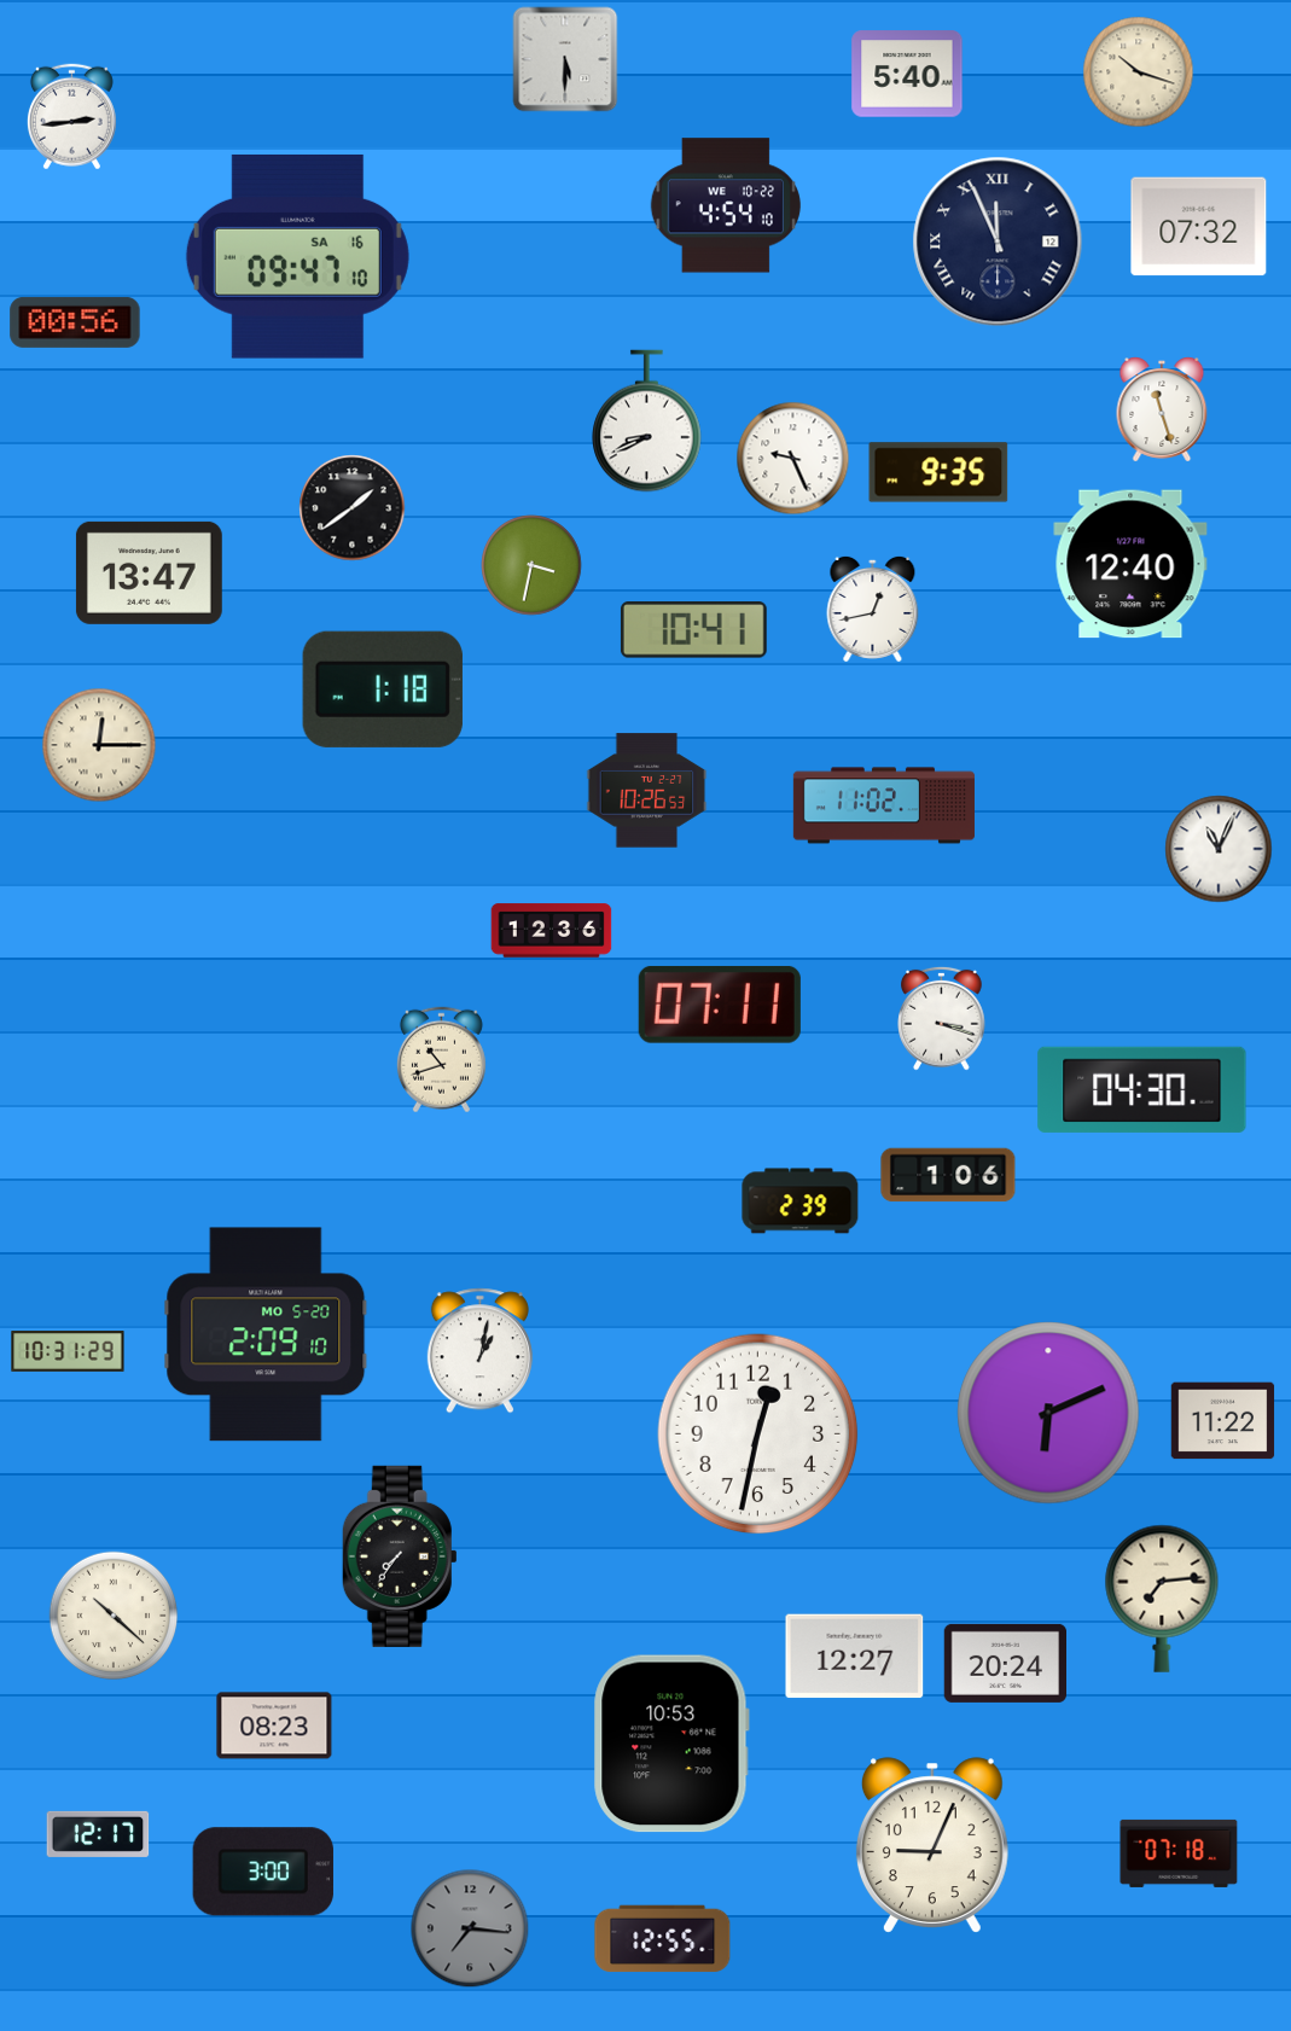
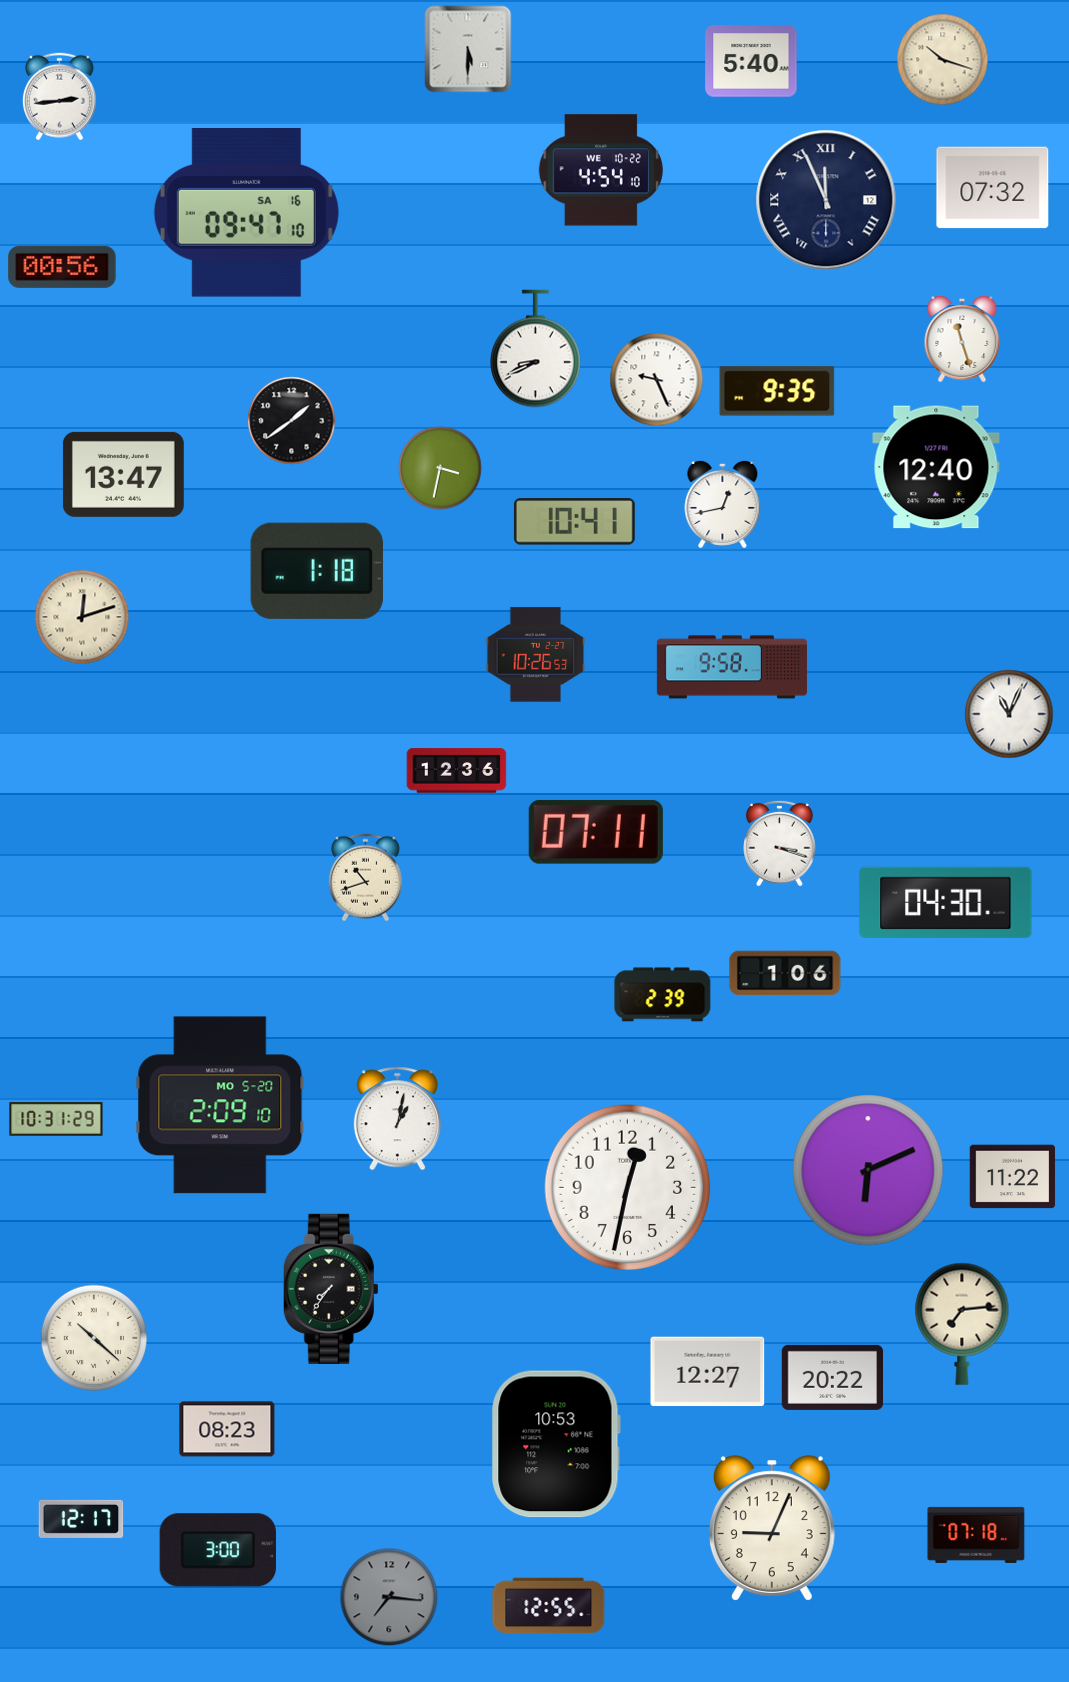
clock at (99, 745): 12:15 -> 12:12
clock at (884, 805): 11:02 -> 9:58
clock at (1219, 849) position: (1219, 849) -> (1009, 714)
clock at (1005, 1663): 20:24 -> 20:22
